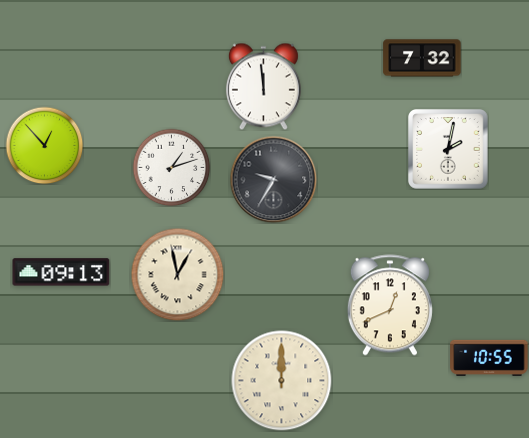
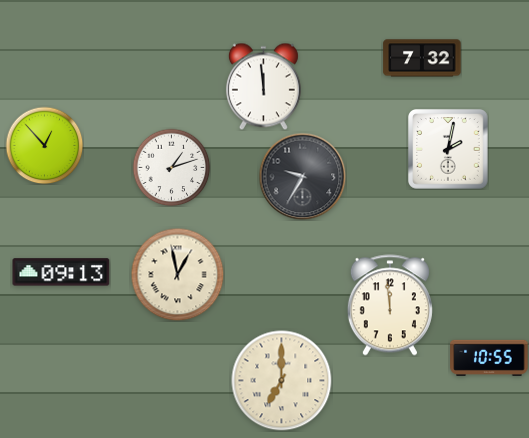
clock at (273, 179) position: (273, 179) -> (302, 176)
clock at (390, 305): 12:41 -> 11:59
clock at (282, 381): 12:00 -> 7:00
